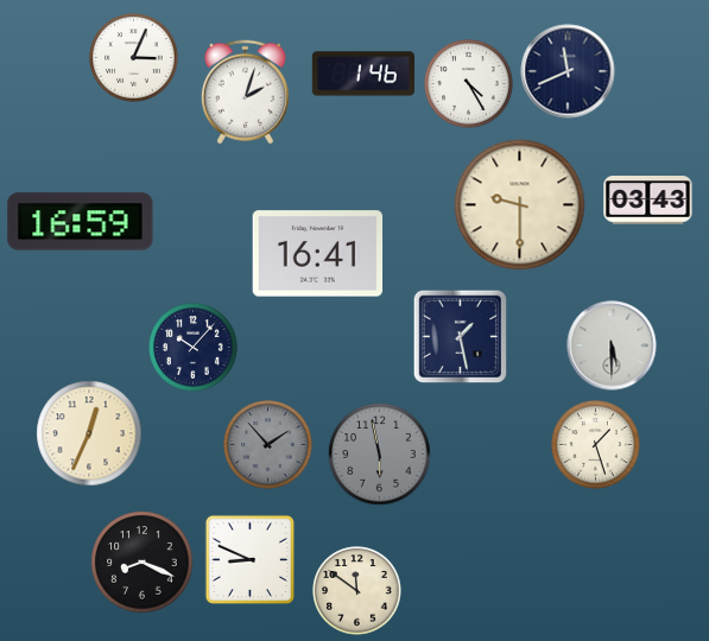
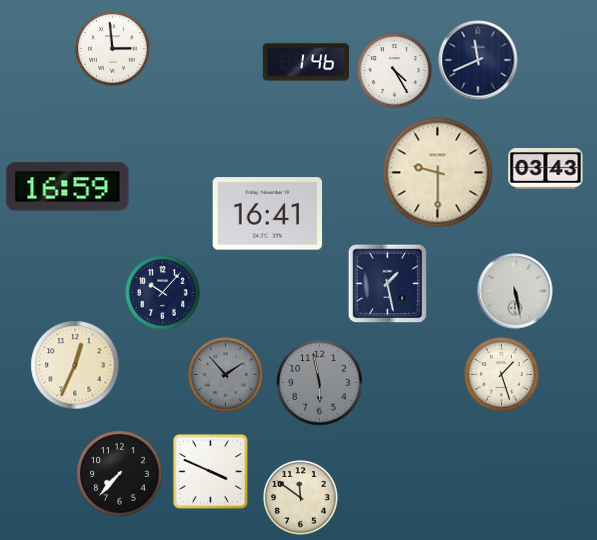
clock at (134, 58): 3:04 -> 2:59
clock at (245, 93): 2:03 -> none
clock at (612, 345): 5:30 -> 5:28
clock at (251, 560): 8:49 -> 3:49
clock at (143, 563): 8:19 -> 7:37
